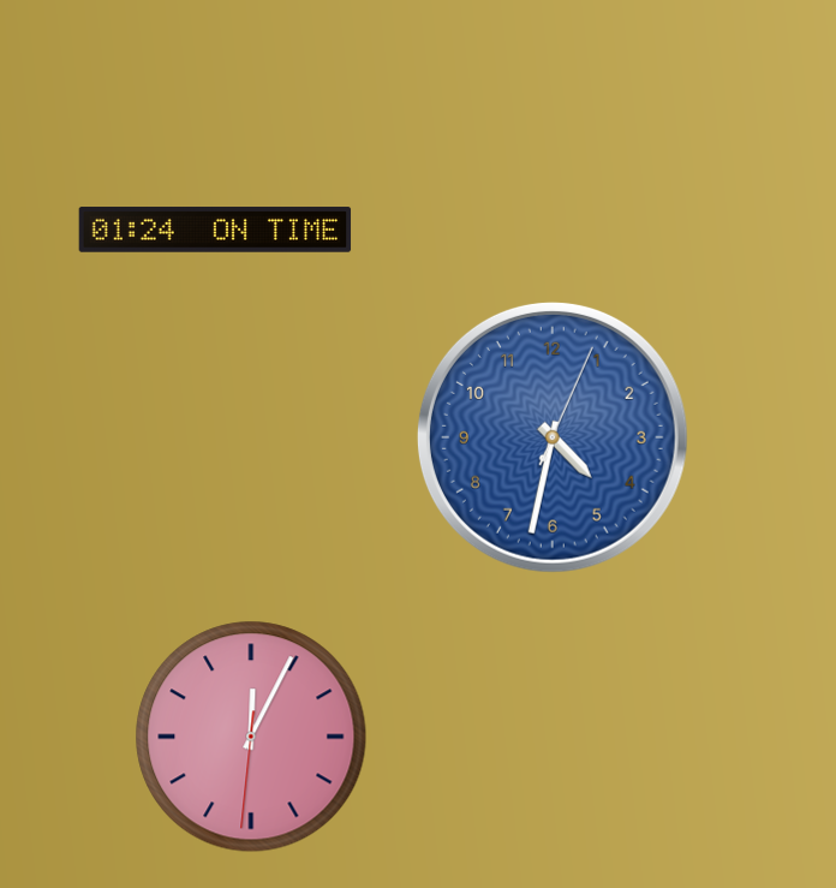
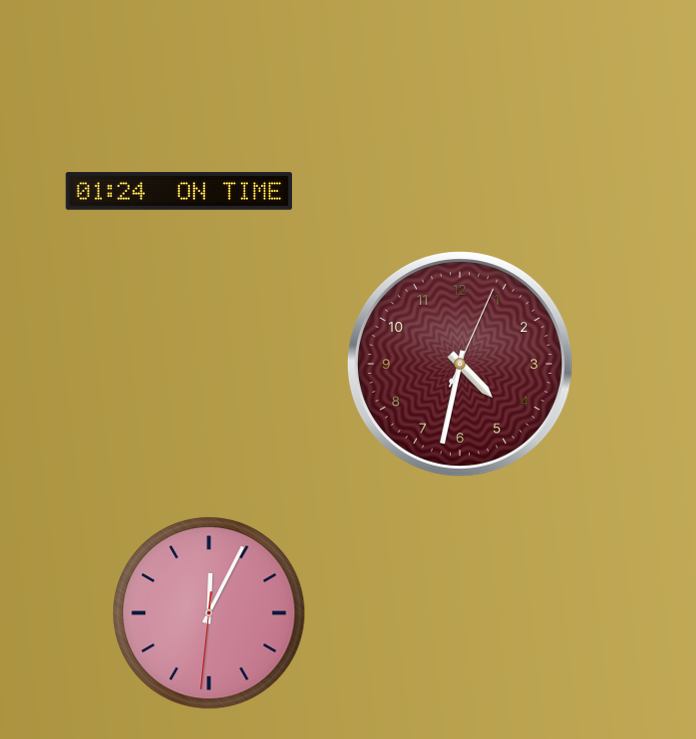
clock at (553, 437) dial: blue -> burgundy
